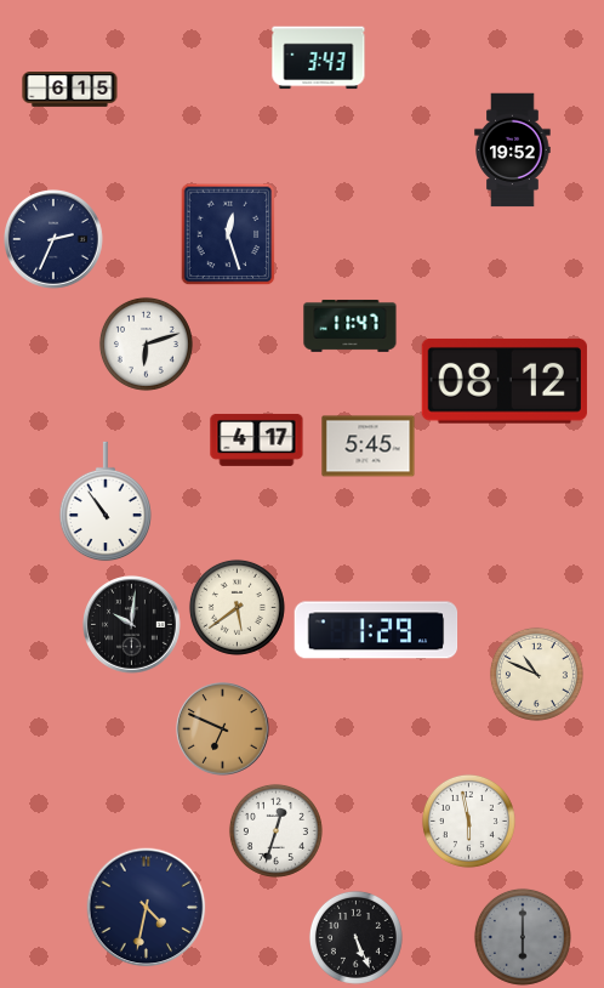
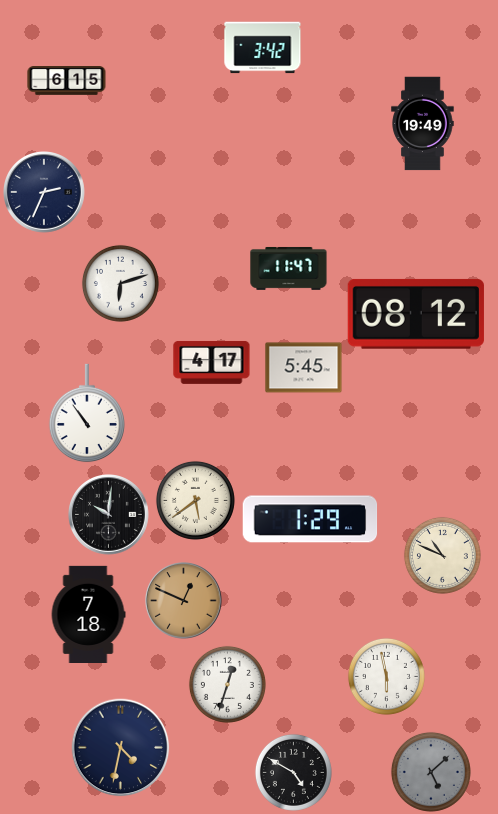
clock at (319, 58): 3:43 -> 3:42
clock at (70, 90) position: (70, 90) -> (67, 81)
clock at (513, 151): 19:52 -> 19:49
clock at (228, 234): 12:27 -> none
clock at (55, 240) position: (55, 240) -> (45, 193)
clock at (223, 729): 6:49 -> 12:49
clock at (88, 614): none -> 7:18
clock at (355, 937): 5:26 -> 4:50
clock at (523, 937): 6:00 -> 5:08
